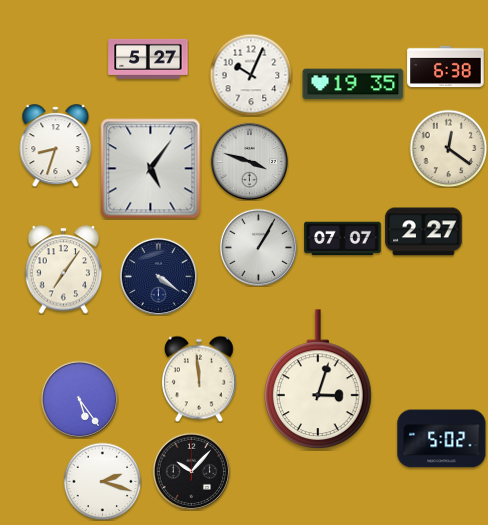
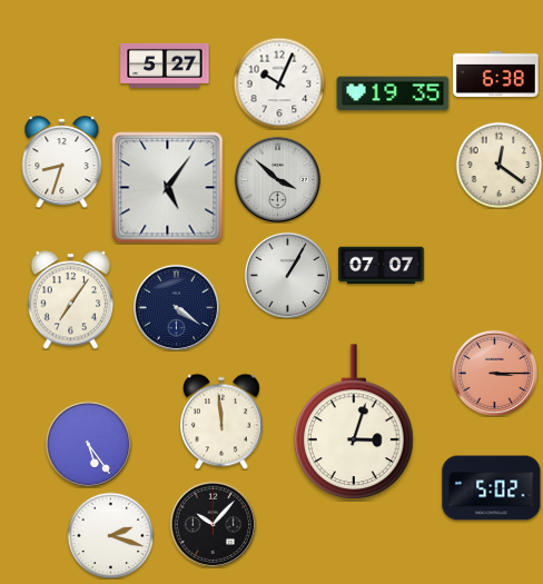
clock at (249, 161): 3:48 -> 3:52
clock at (424, 232): 2:27 -> none
clock at (494, 373): none -> 3:15
clock at (102, 481) position: (102, 481) -> (110, 535)
